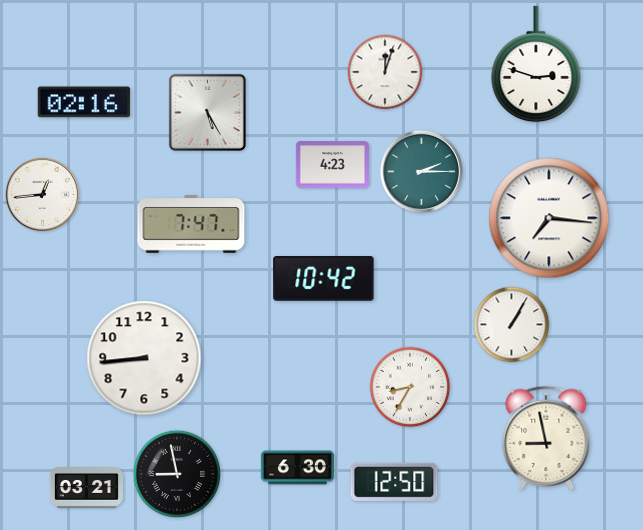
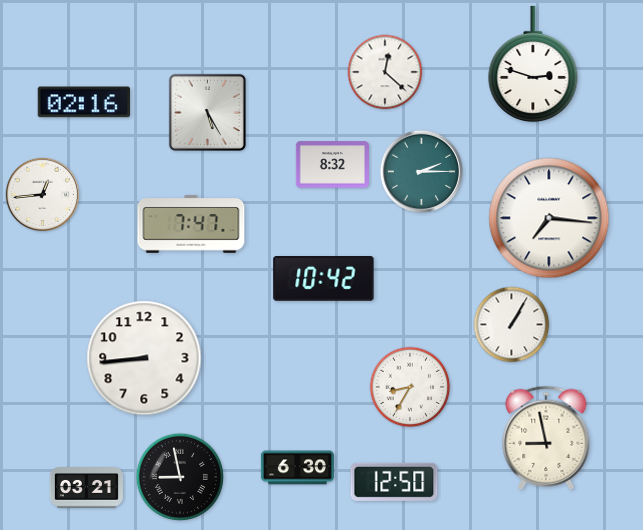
clock at (536, 64) position: (536, 64) -> (533, 64)
clock at (385, 72): 12:03 -> 12:22
clock at (332, 165): 4:23 -> 8:32
clock at (176, 473) position: (176, 473) -> (179, 476)
